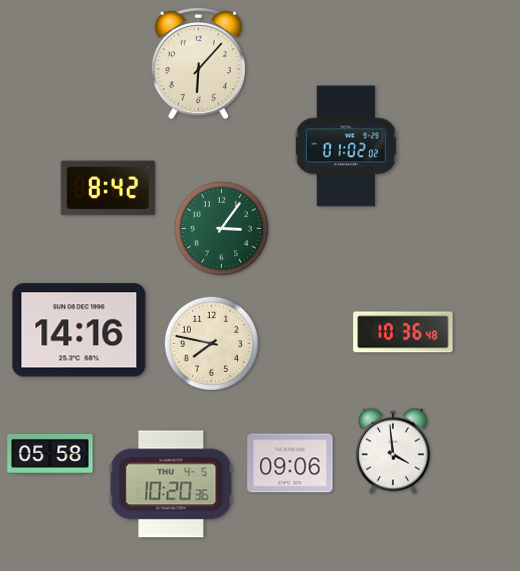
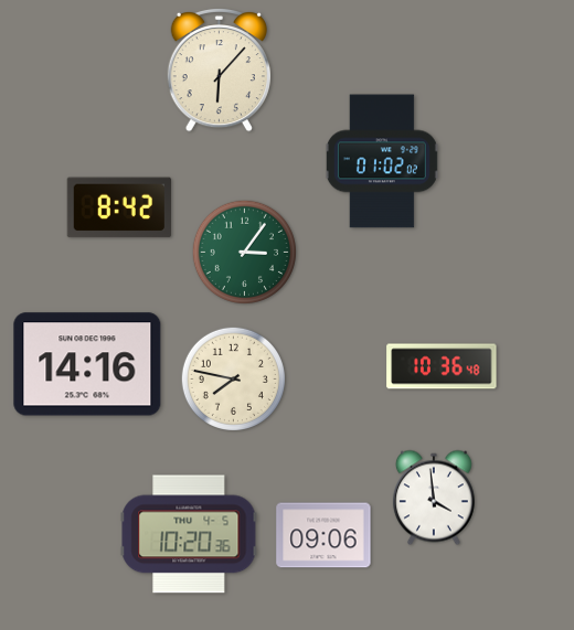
clock at (403, 332) position: (403, 332) -> (442, 366)
clock at (50, 454): 05:58 -> none
clock at (290, 463) position: (290, 463) -> (323, 535)
